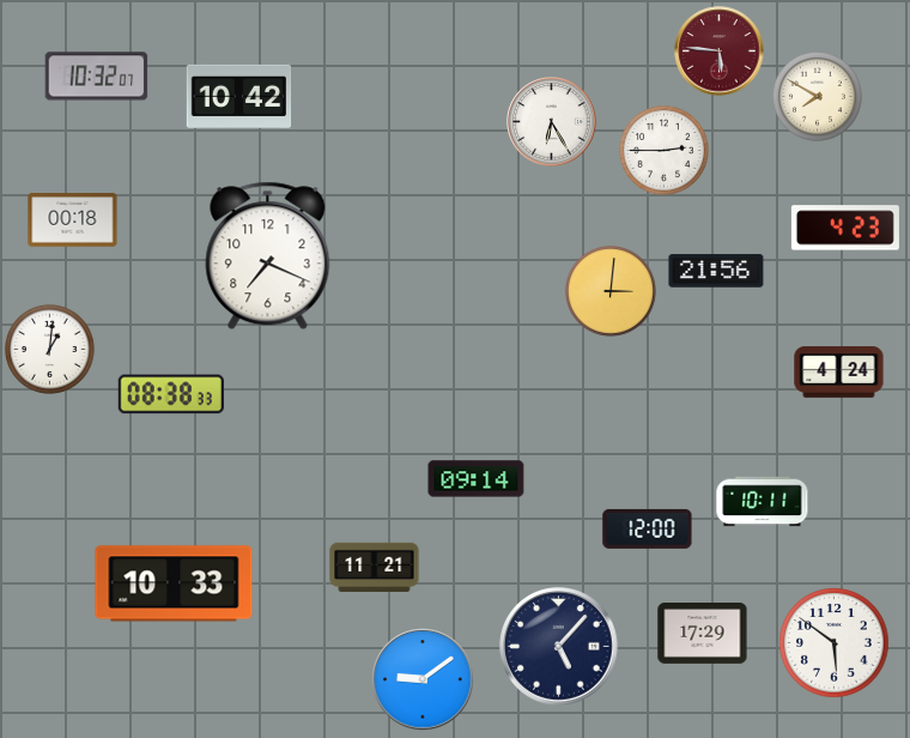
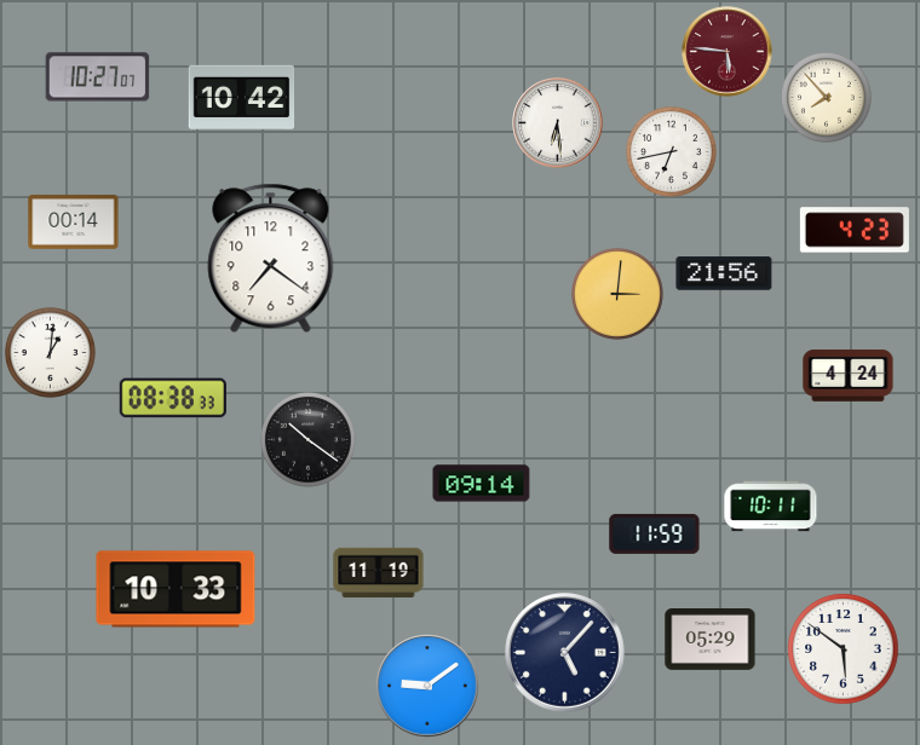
clock at (97, 77): 10:32 -> 10:27
clock at (817, 96): 7:50 -> 7:53
clock at (552, 122): 6:25 -> 6:29
clock at (663, 150): 2:45 -> 6:43
clock at (73, 220): 00:18 -> 00:14
clock at (268, 256): 7:19 -> 7:21
clock at (309, 440): none -> 10:21
clock at (648, 528): 12:00 -> 11:59
clock at (375, 568): 11:21 -> 11:19
clock at (703, 634): 17:29 -> 05:29
